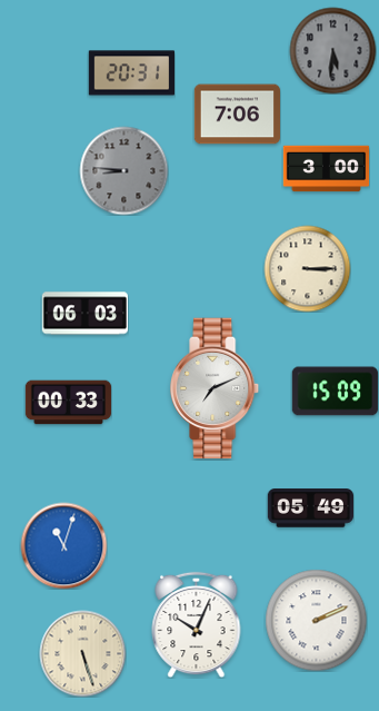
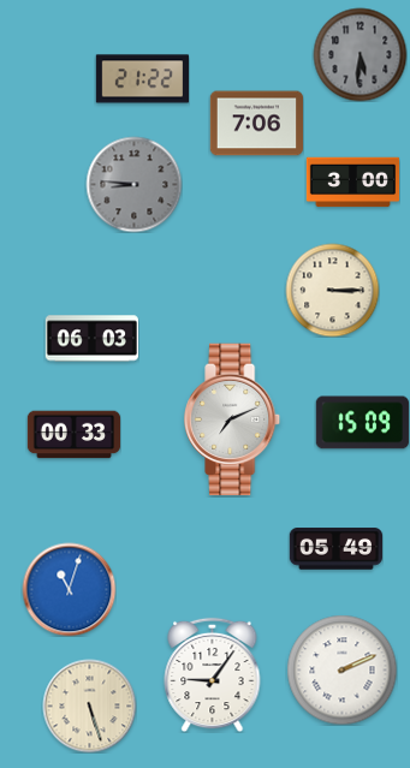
clock at (131, 73): 20:31 -> 21:22
clock at (197, 624): 10:04 -> 9:06
